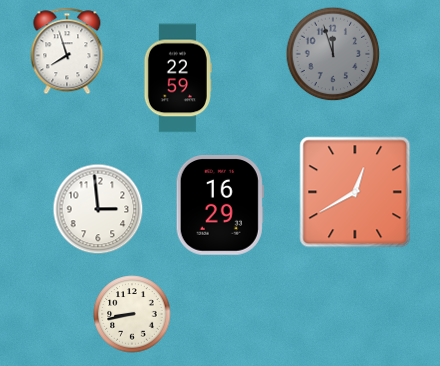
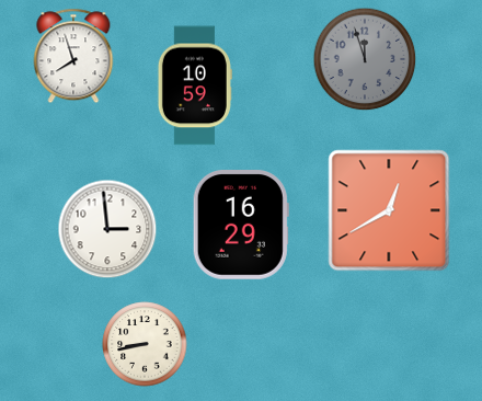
clock at (178, 78): 22:59 -> 10:59
